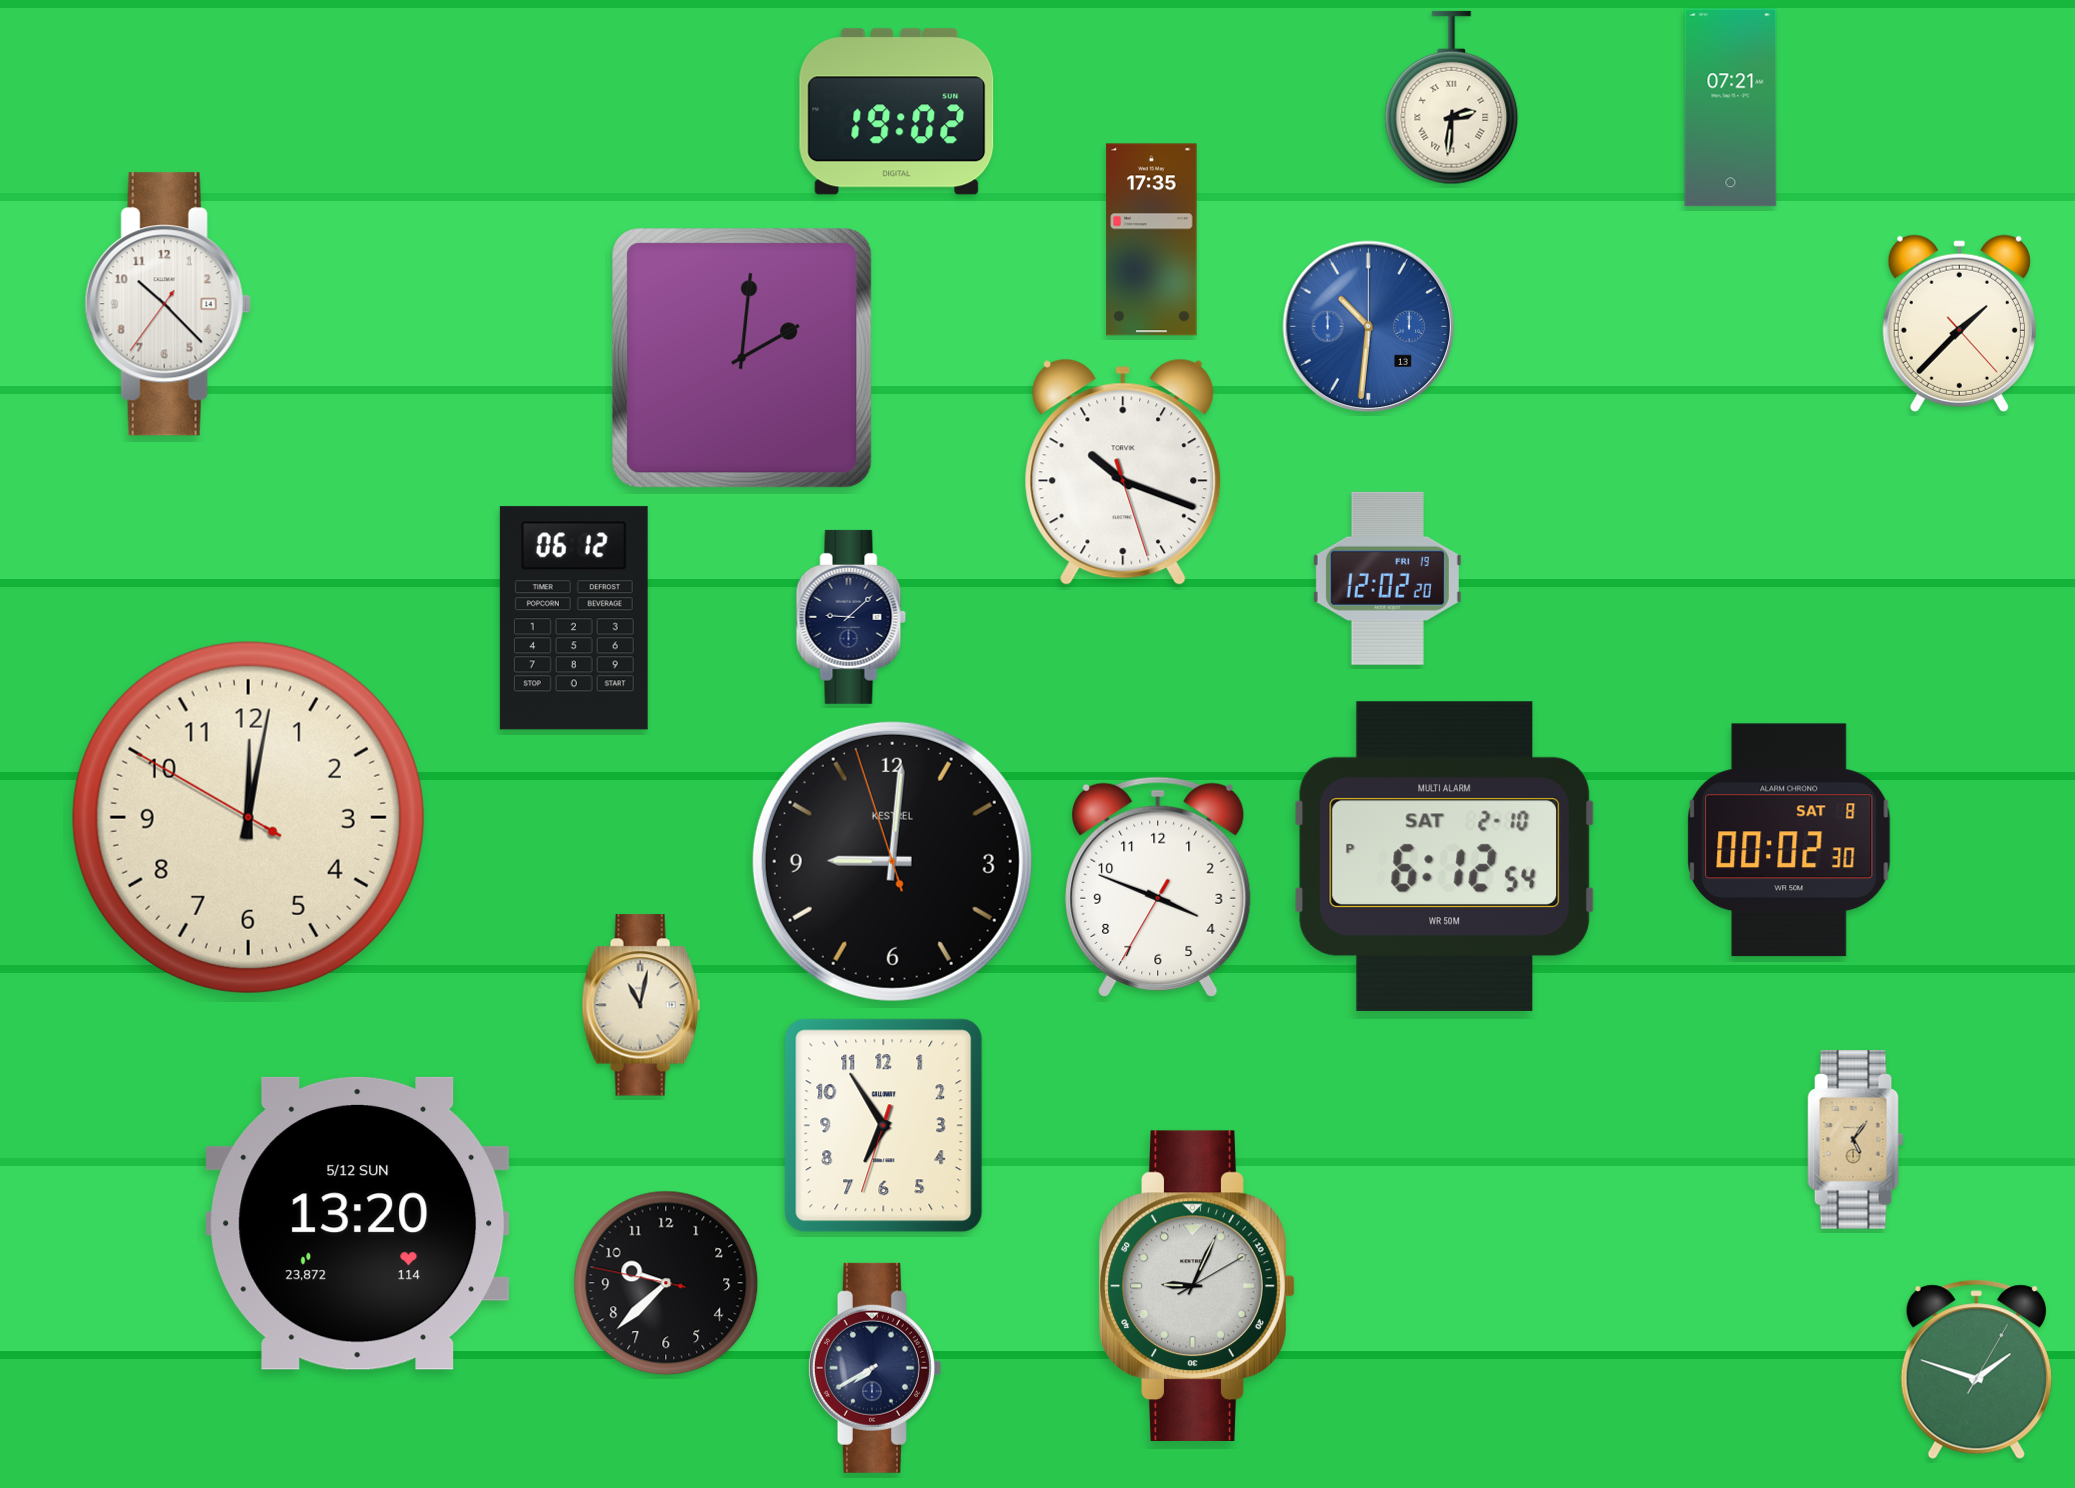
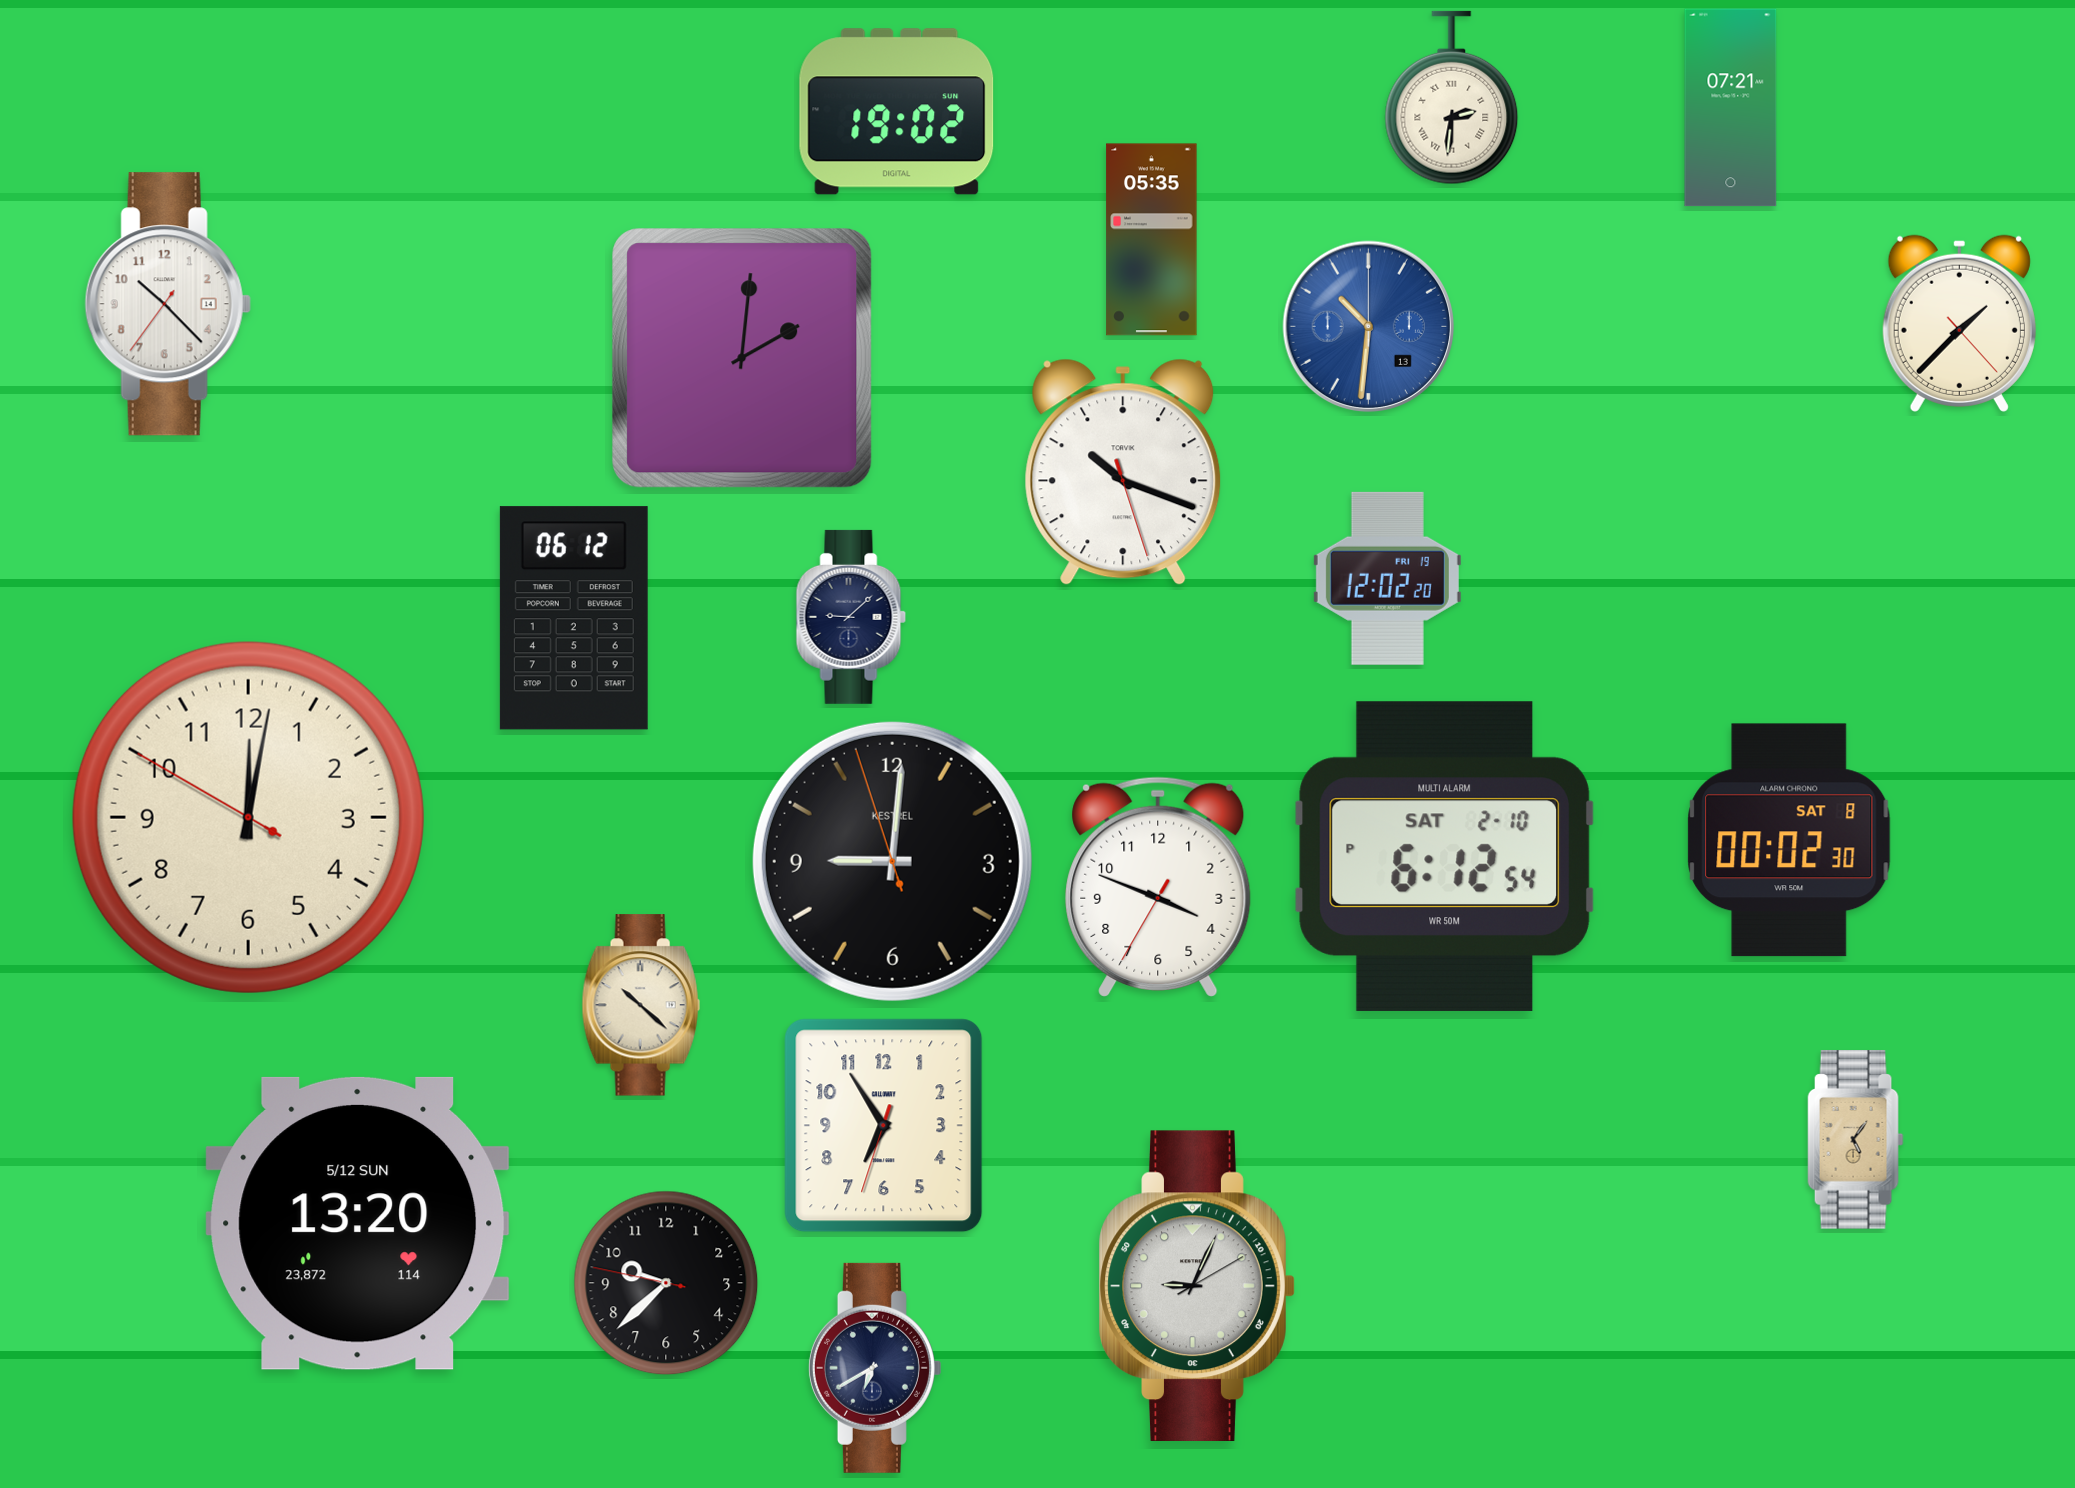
clock at (1152, 240): 17:35 -> 05:35
clock at (641, 1005): 11:02 -> 10:22
clock at (874, 1368): 7:40 -> 6:40
clock at (1976, 1370): 1:48 -> none
